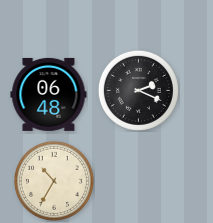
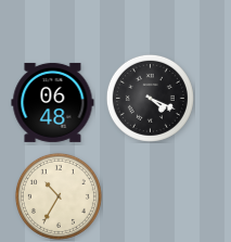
clock at (138, 90): 2:19 -> 4:19
